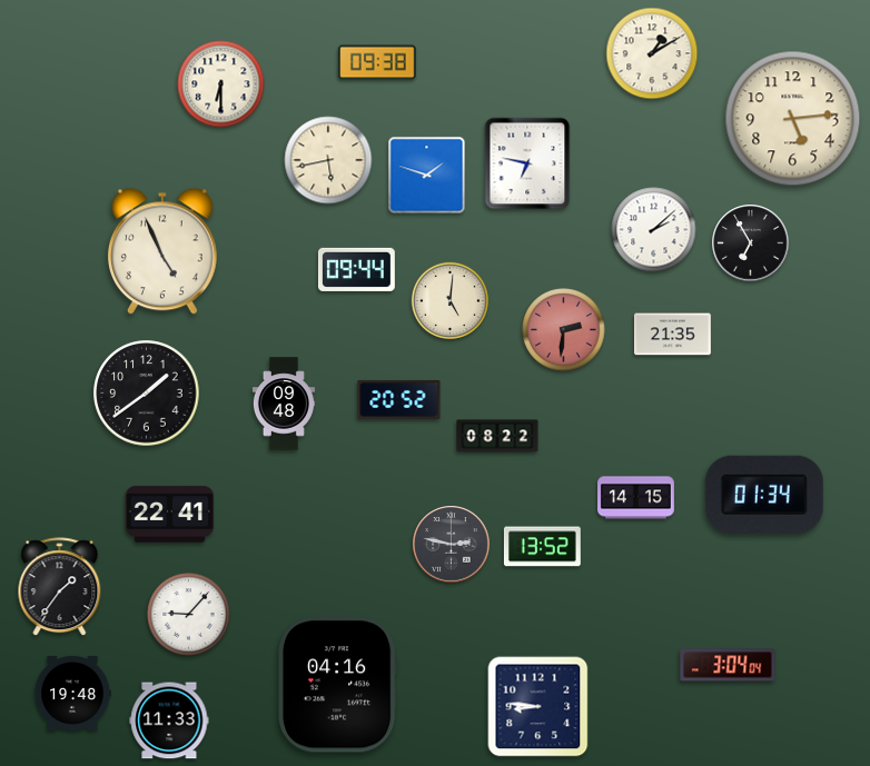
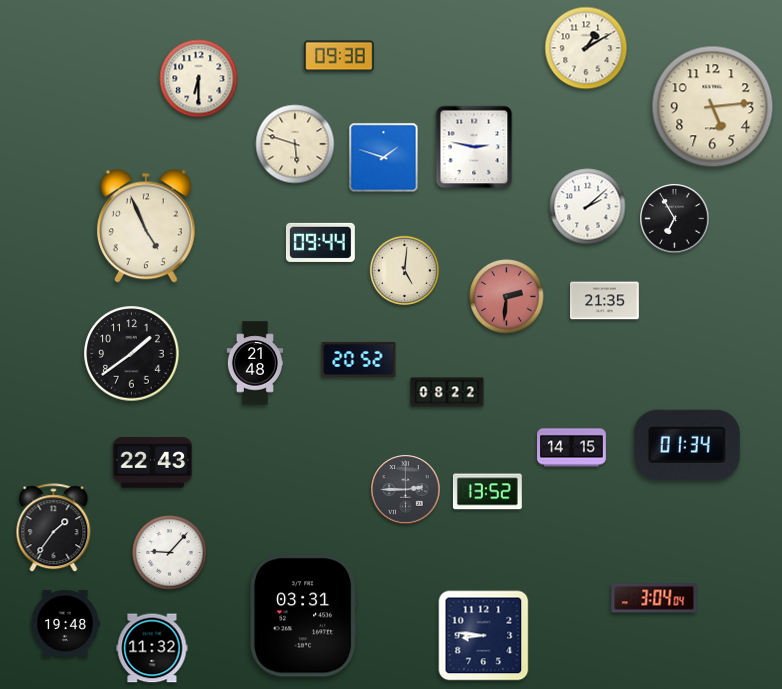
clock at (221, 84) position: (221, 84) -> (199, 79)
clock at (328, 160): 5:43 -> 5:48
clock at (527, 163): 6:47 -> 2:47
clock at (284, 404): 09:48 -> 21:48
clock at (169, 515): 22:41 -> 22:43
clock at (452, 545): 2:47 -> 2:45
clock at (338, 685): 04:16 -> 03:31
clock at (169, 720): 11:33 -> 11:32
